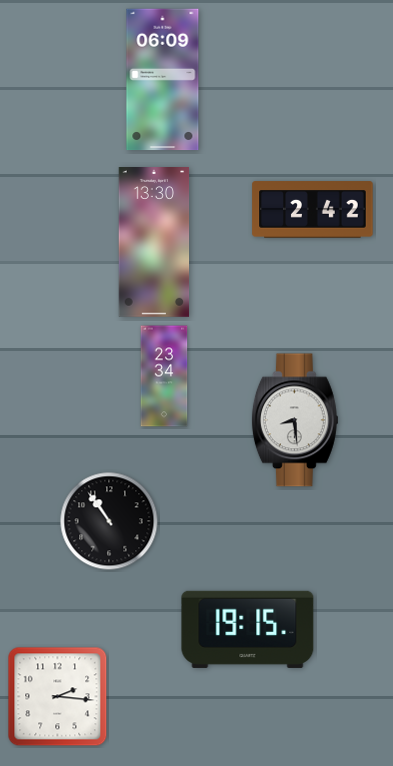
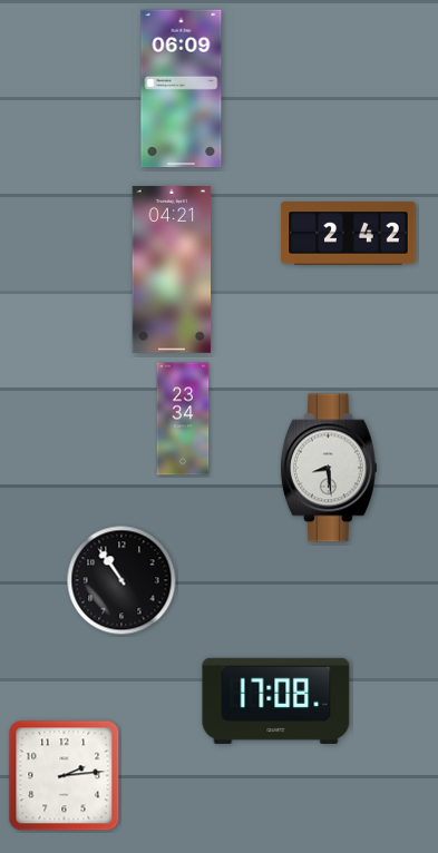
clock at (154, 243): 13:30 -> 04:21
clock at (248, 629): 19:15 -> 17:08
clock at (58, 697): 2:16 -> 2:14
